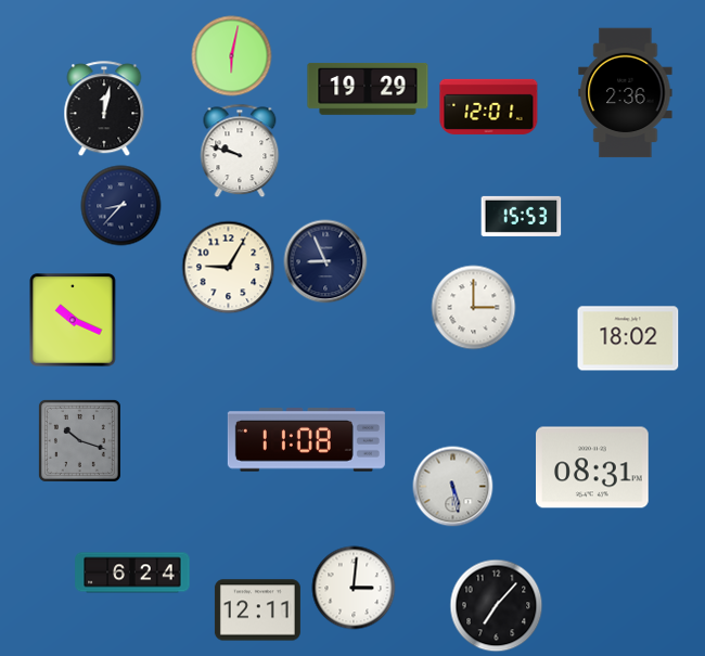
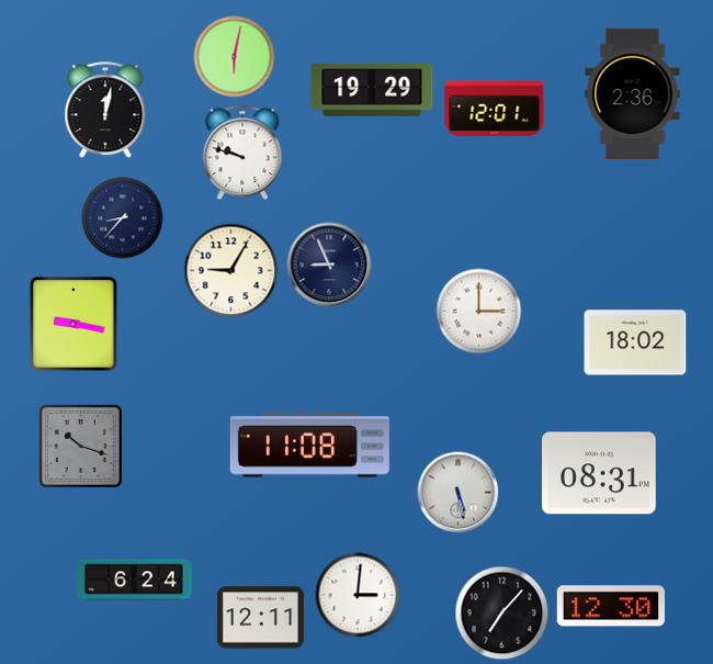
clock at (121, 206) position: (121, 206) -> (123, 218)
clock at (522, 216): 15:53 -> none
clock at (73, 320): 10:19 -> 9:17
clock at (610, 606): none -> 12:30
